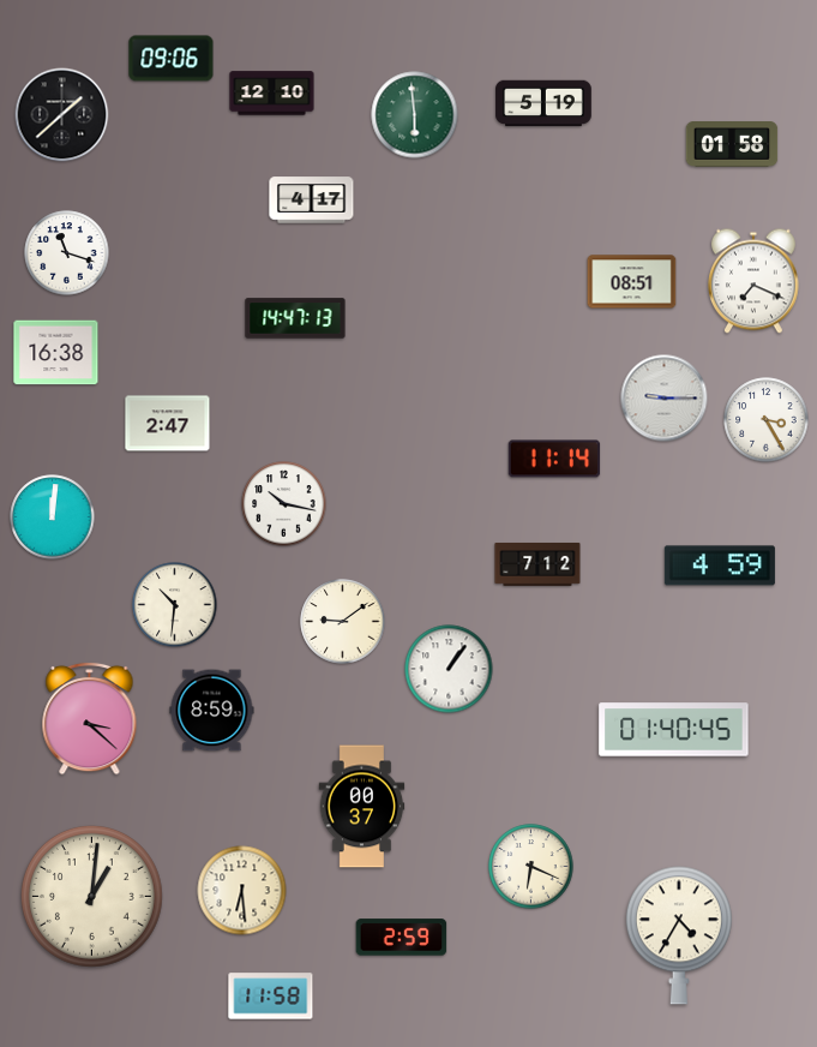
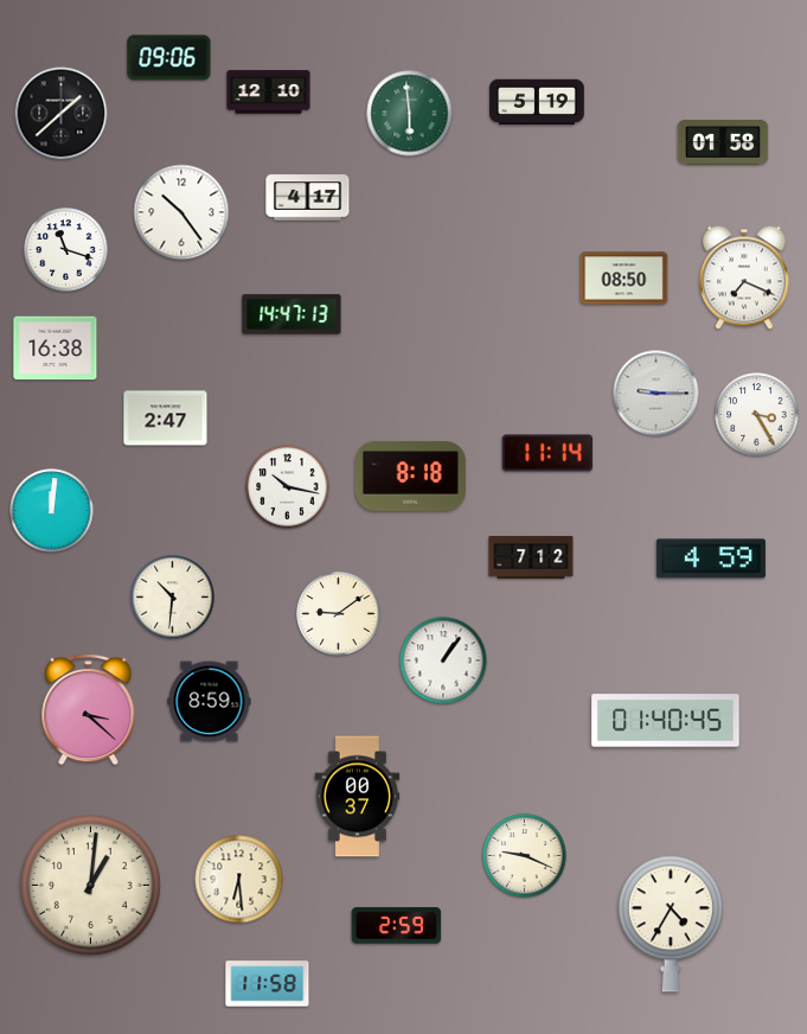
clock at (181, 212): none -> 10:24
clock at (632, 282): 08:51 -> 08:50
clock at (410, 477): none -> 8:18
clock at (284, 504) position: (284, 504) -> (288, 487)
clock at (531, 867): 6:19 -> 9:19
